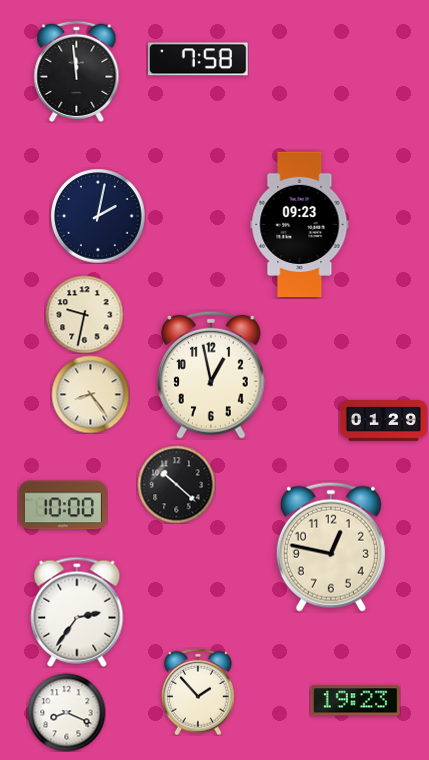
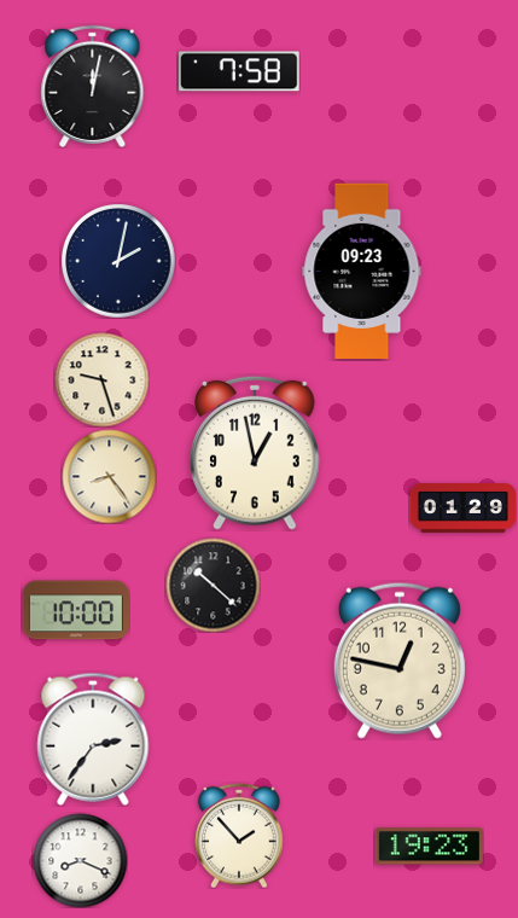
clock at (77, 71): 11:59 -> 12:02
clock at (84, 314): 9:32 -> 9:27
